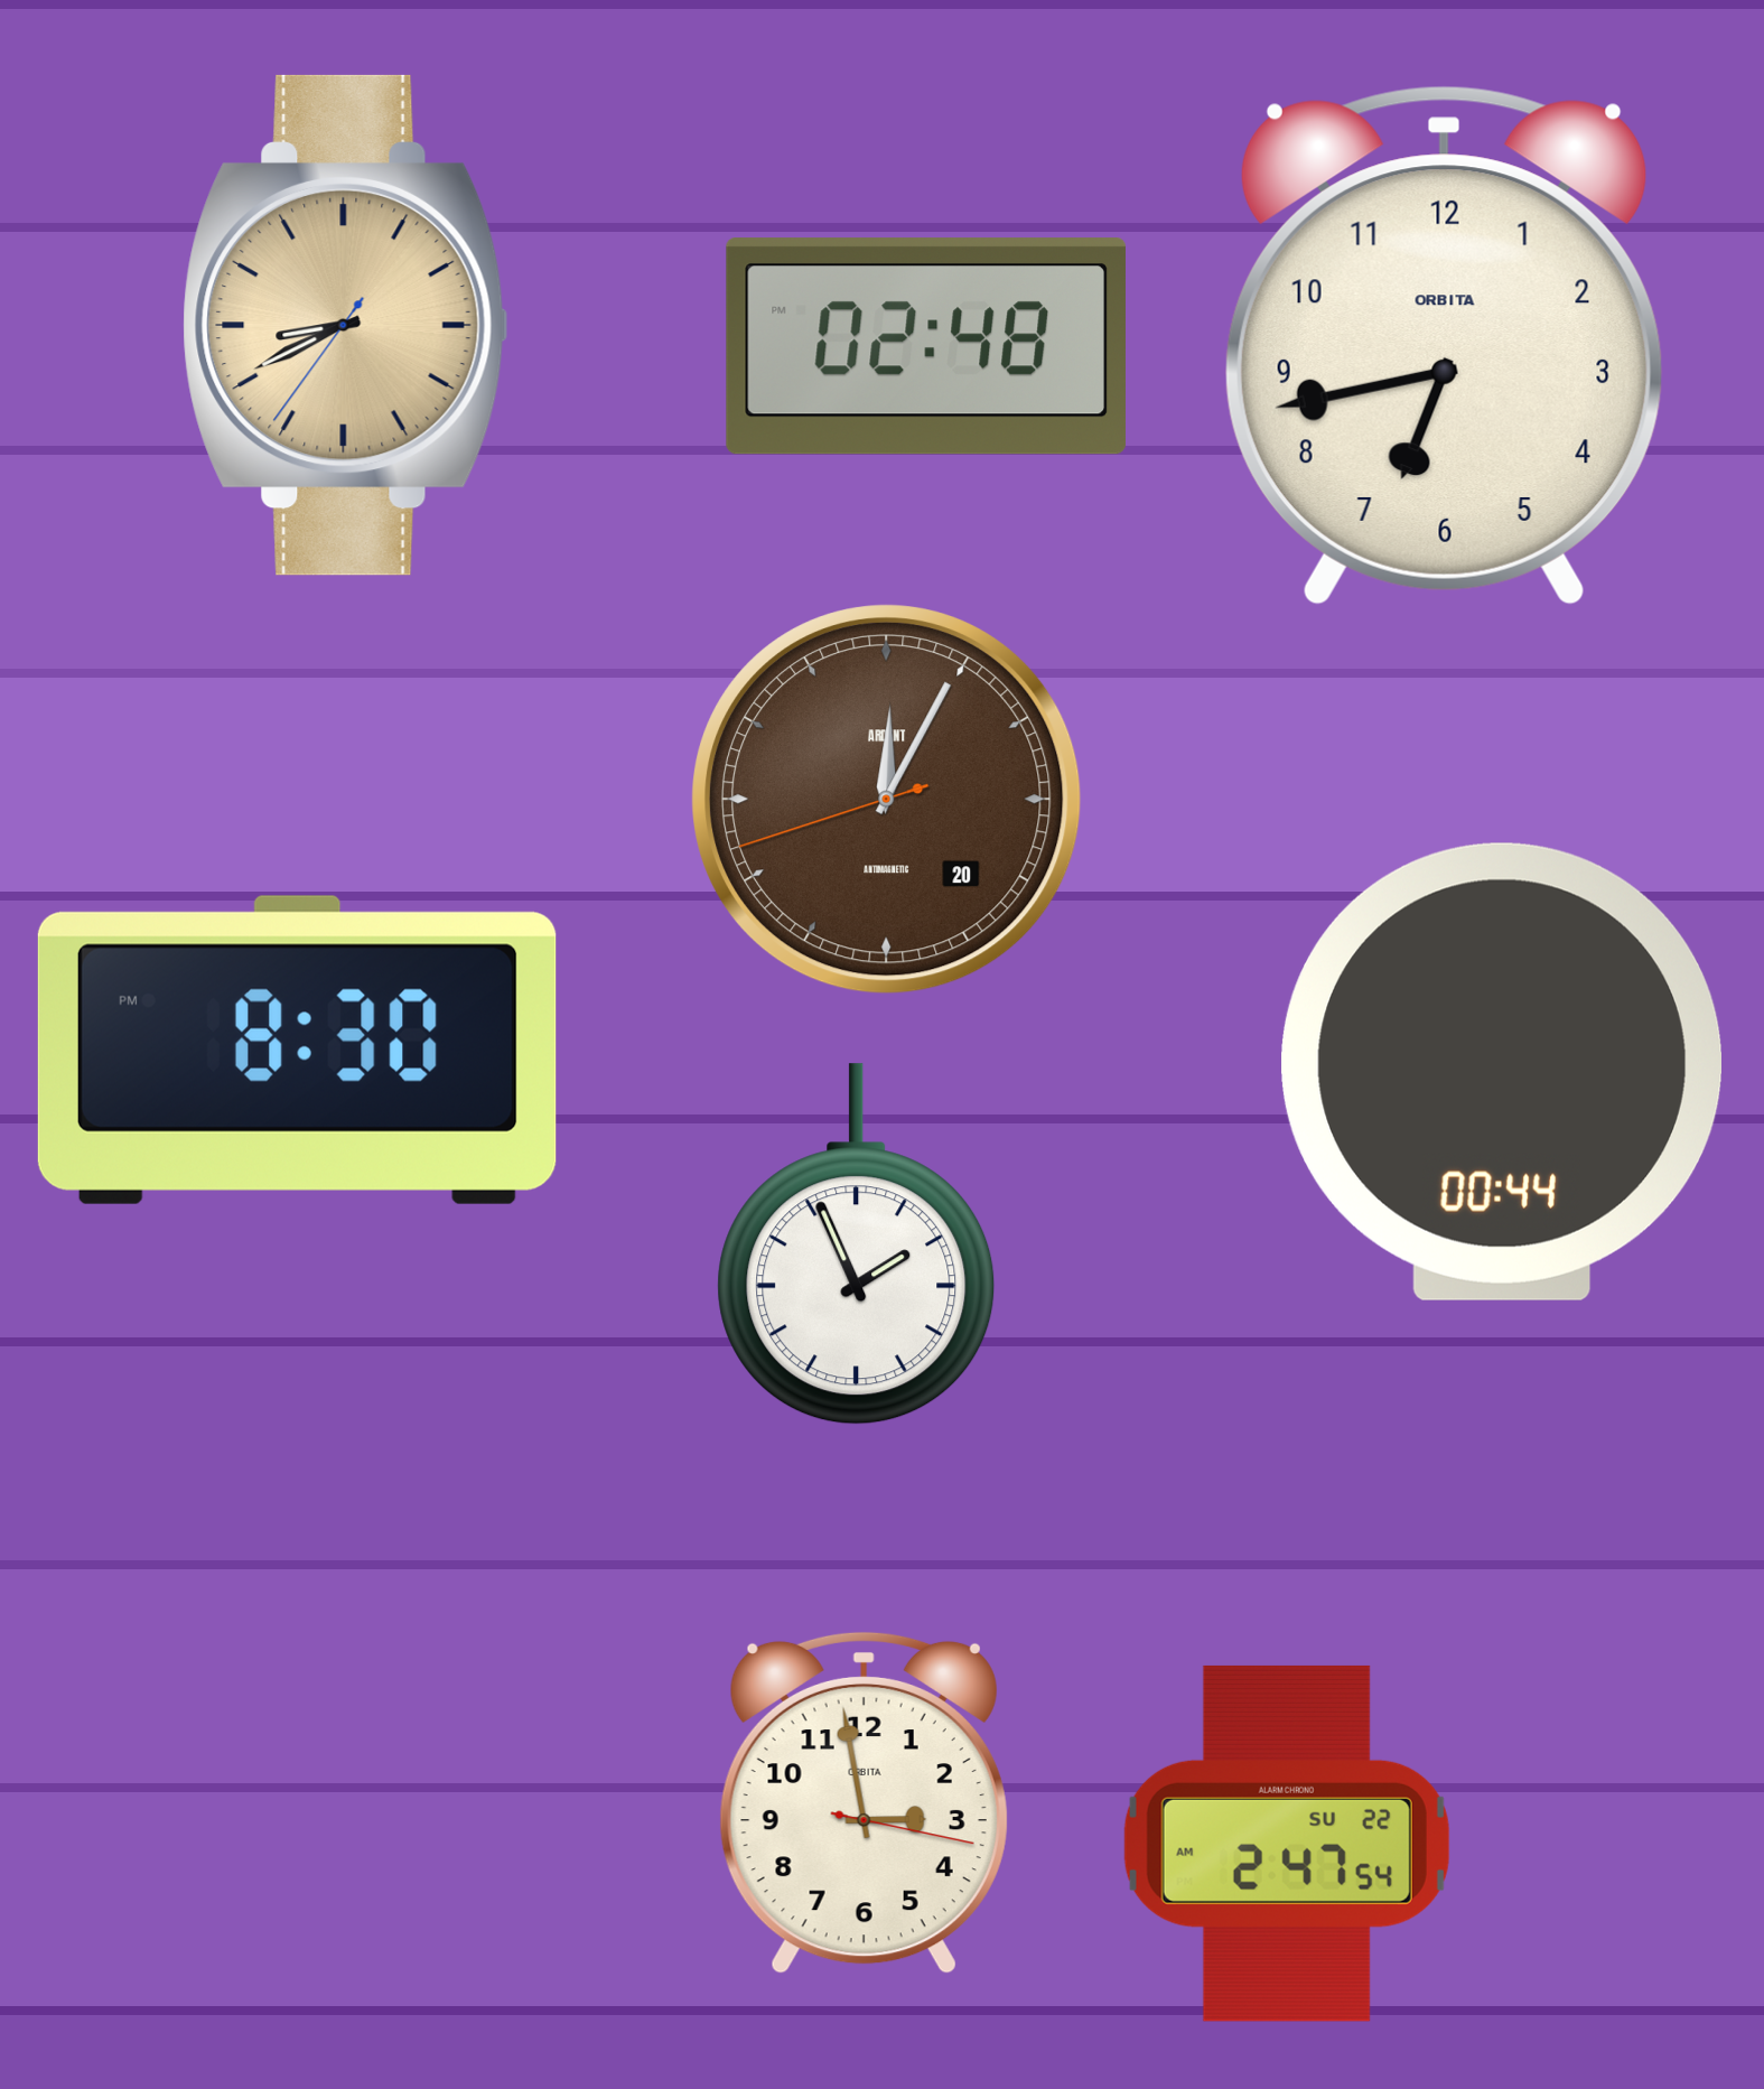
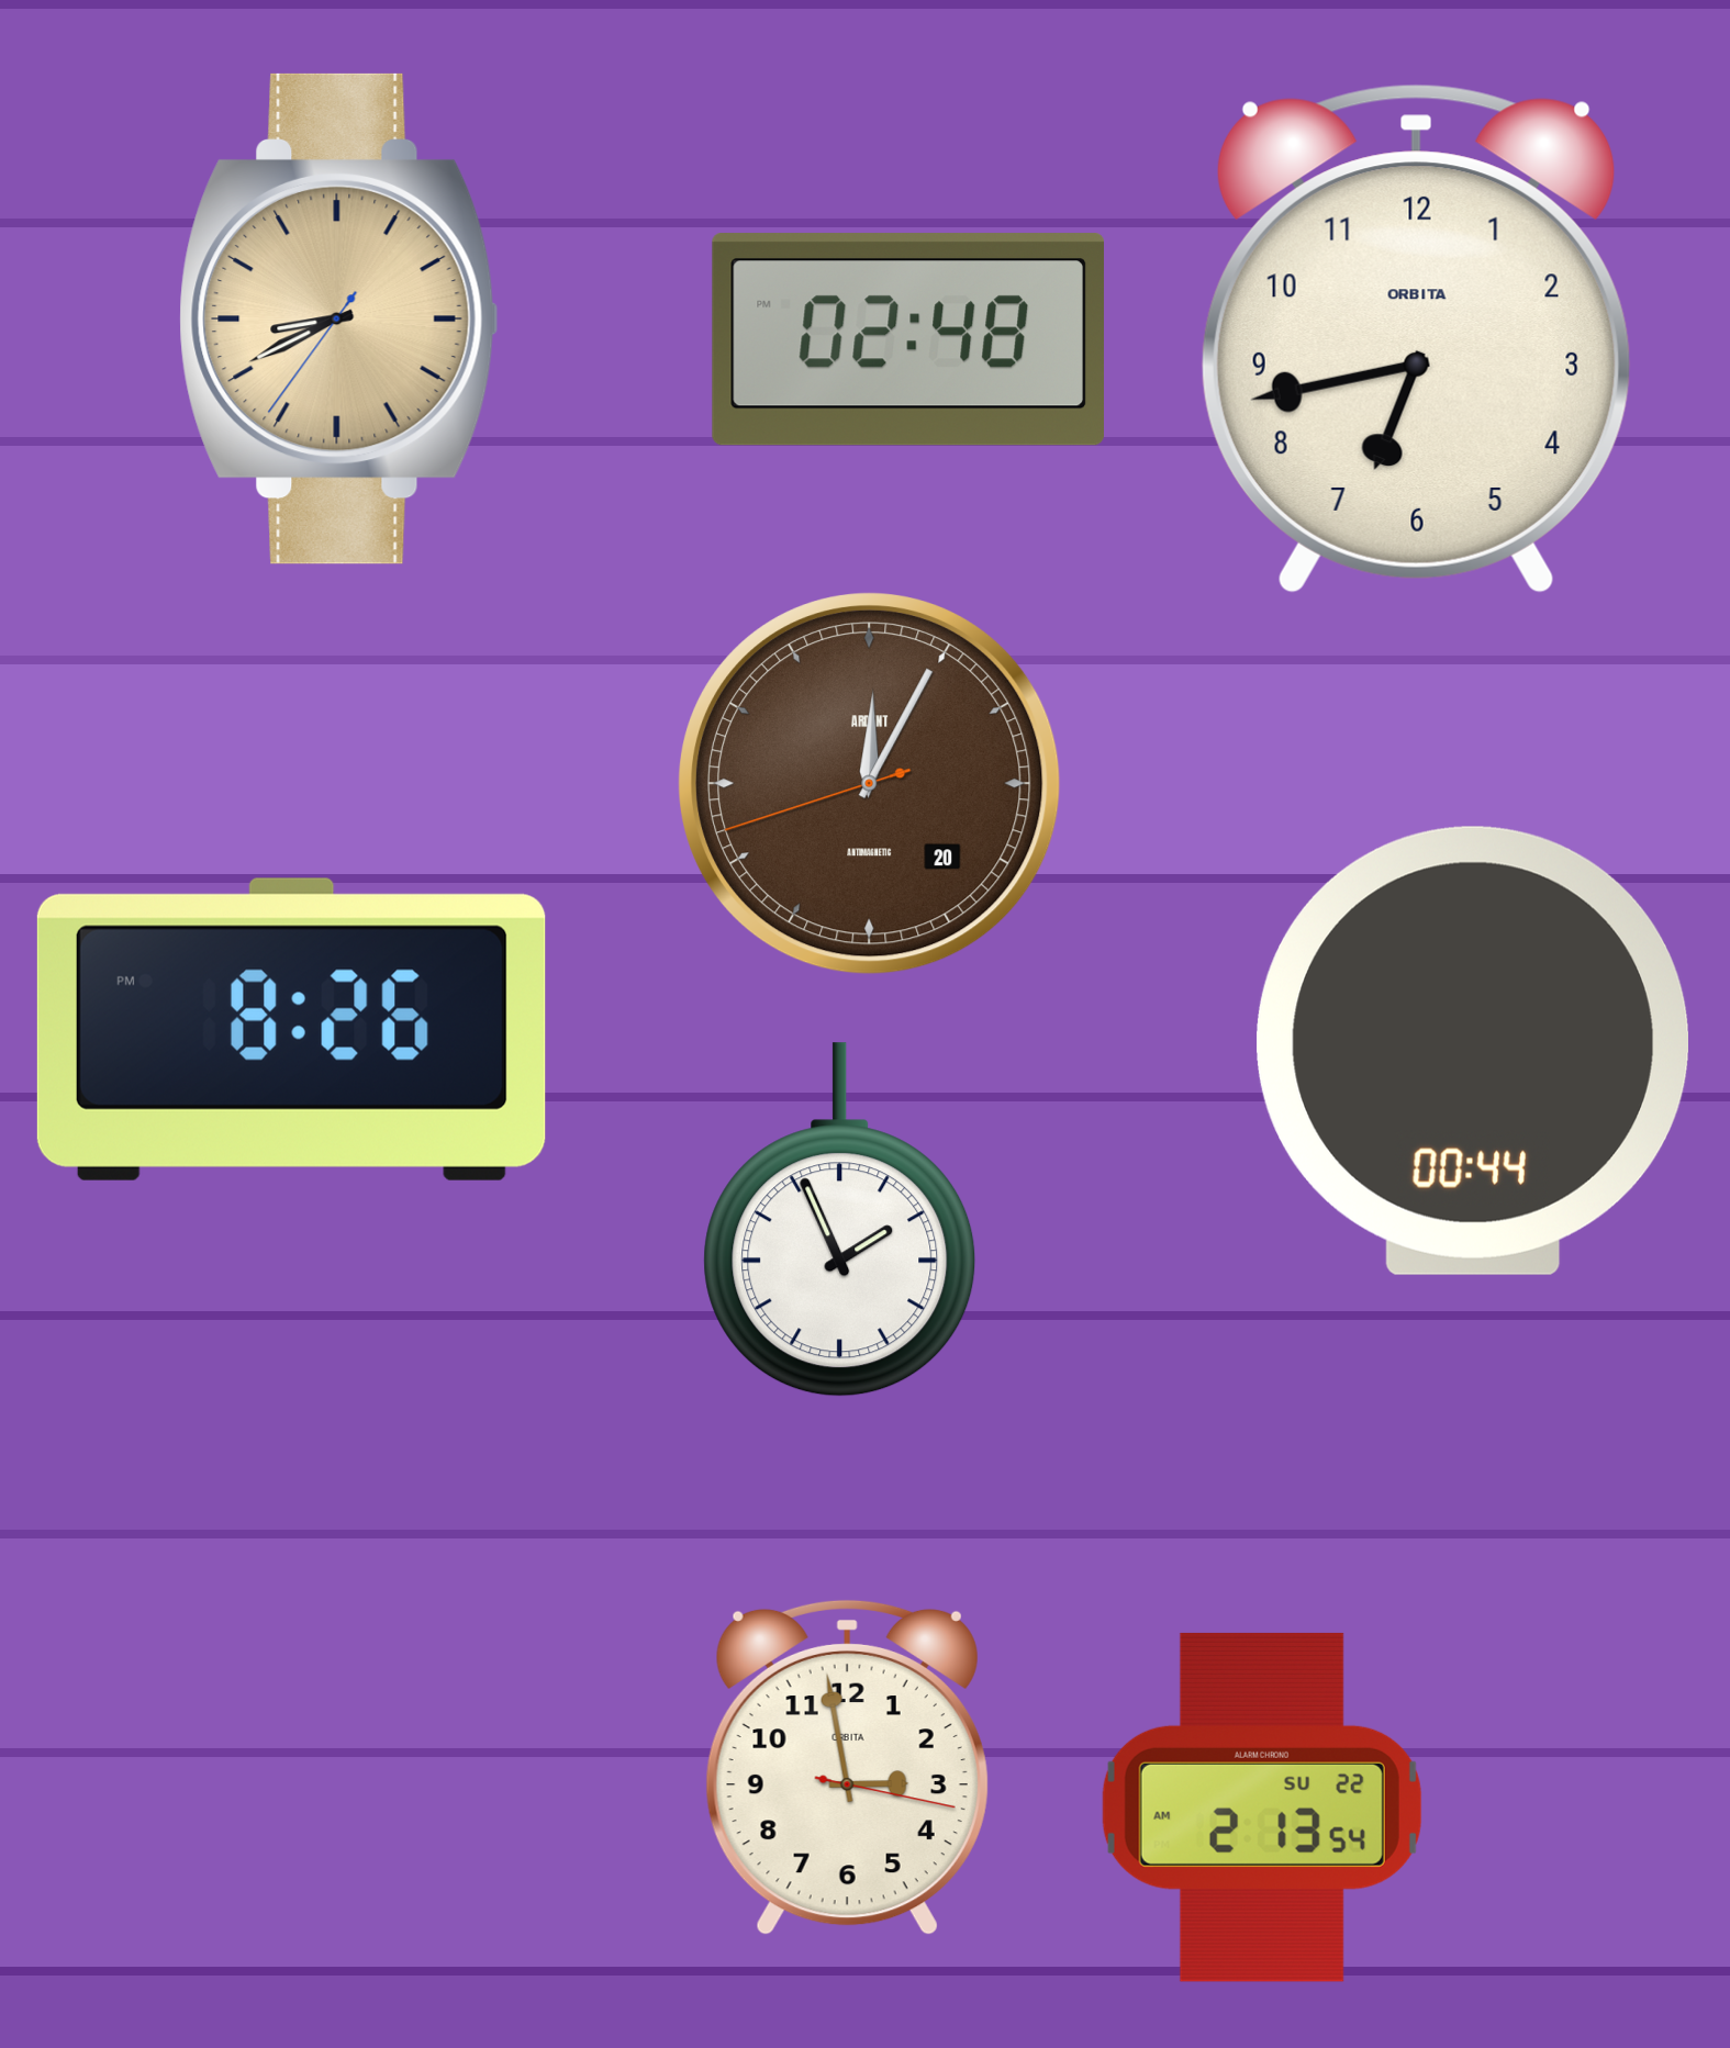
clock at (297, 1050): 8:30 -> 8:26
clock at (1287, 1844): 2:47 -> 2:13
